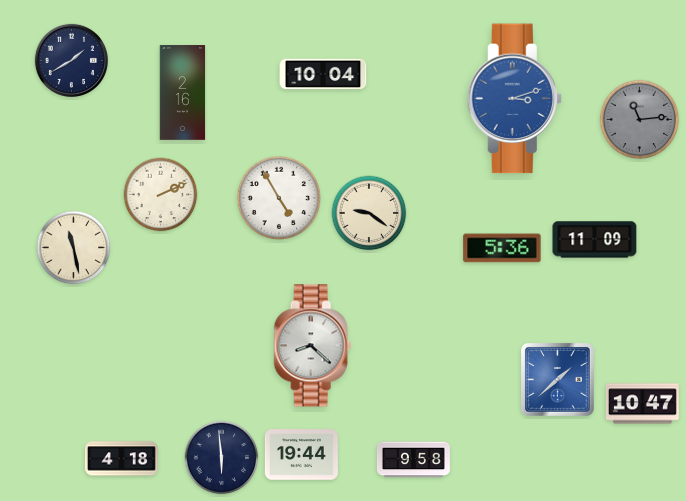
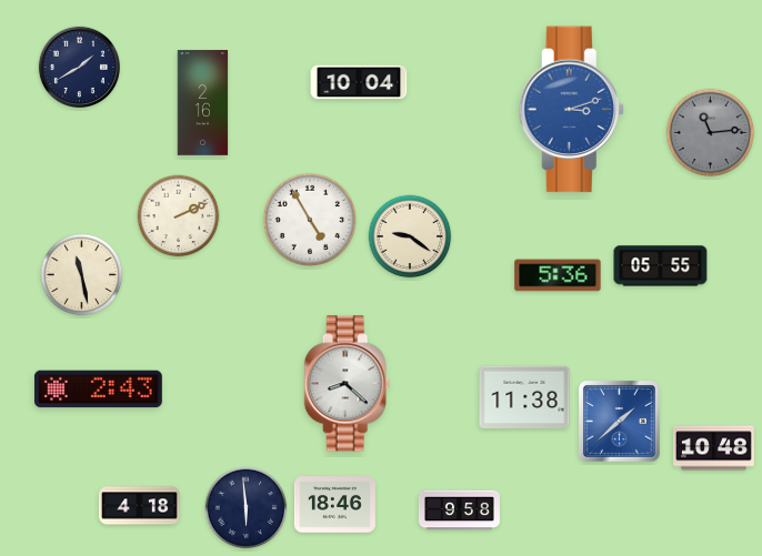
clock at (595, 240): 11:09 -> 05:55
clock at (98, 390): none -> 2:43
clock at (524, 396): none -> 11:38
clock at (642, 404): 10:47 -> 10:48
clock at (301, 455): 19:44 -> 18:46
clock at (121, 459) position: (121, 459) -> (139, 506)
